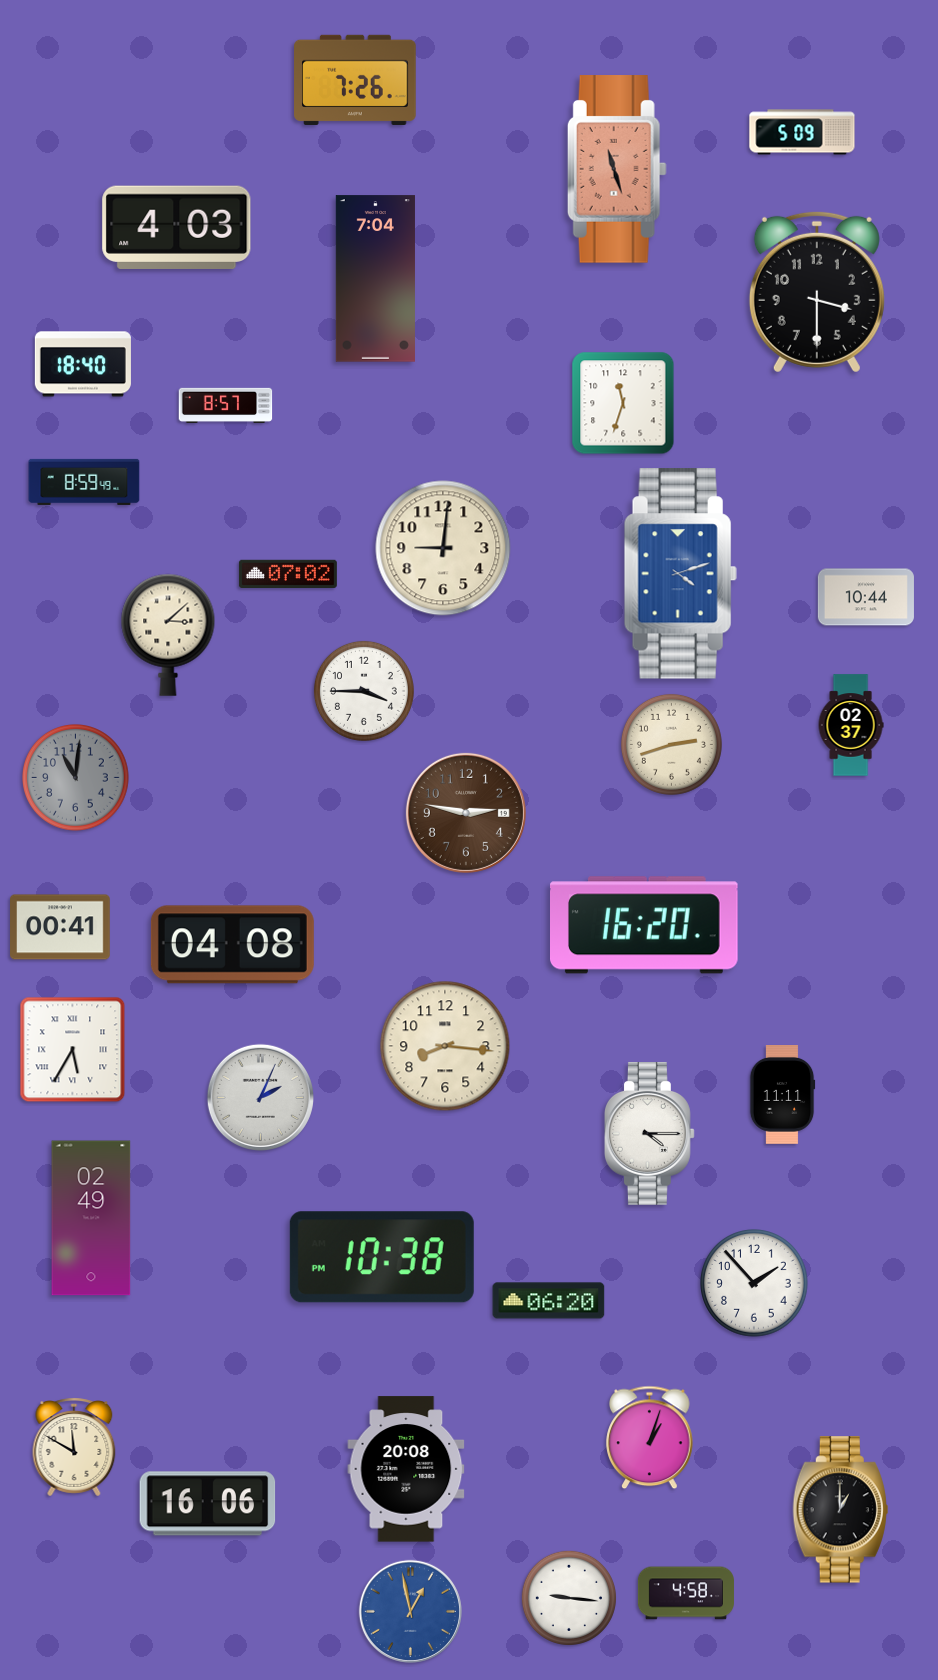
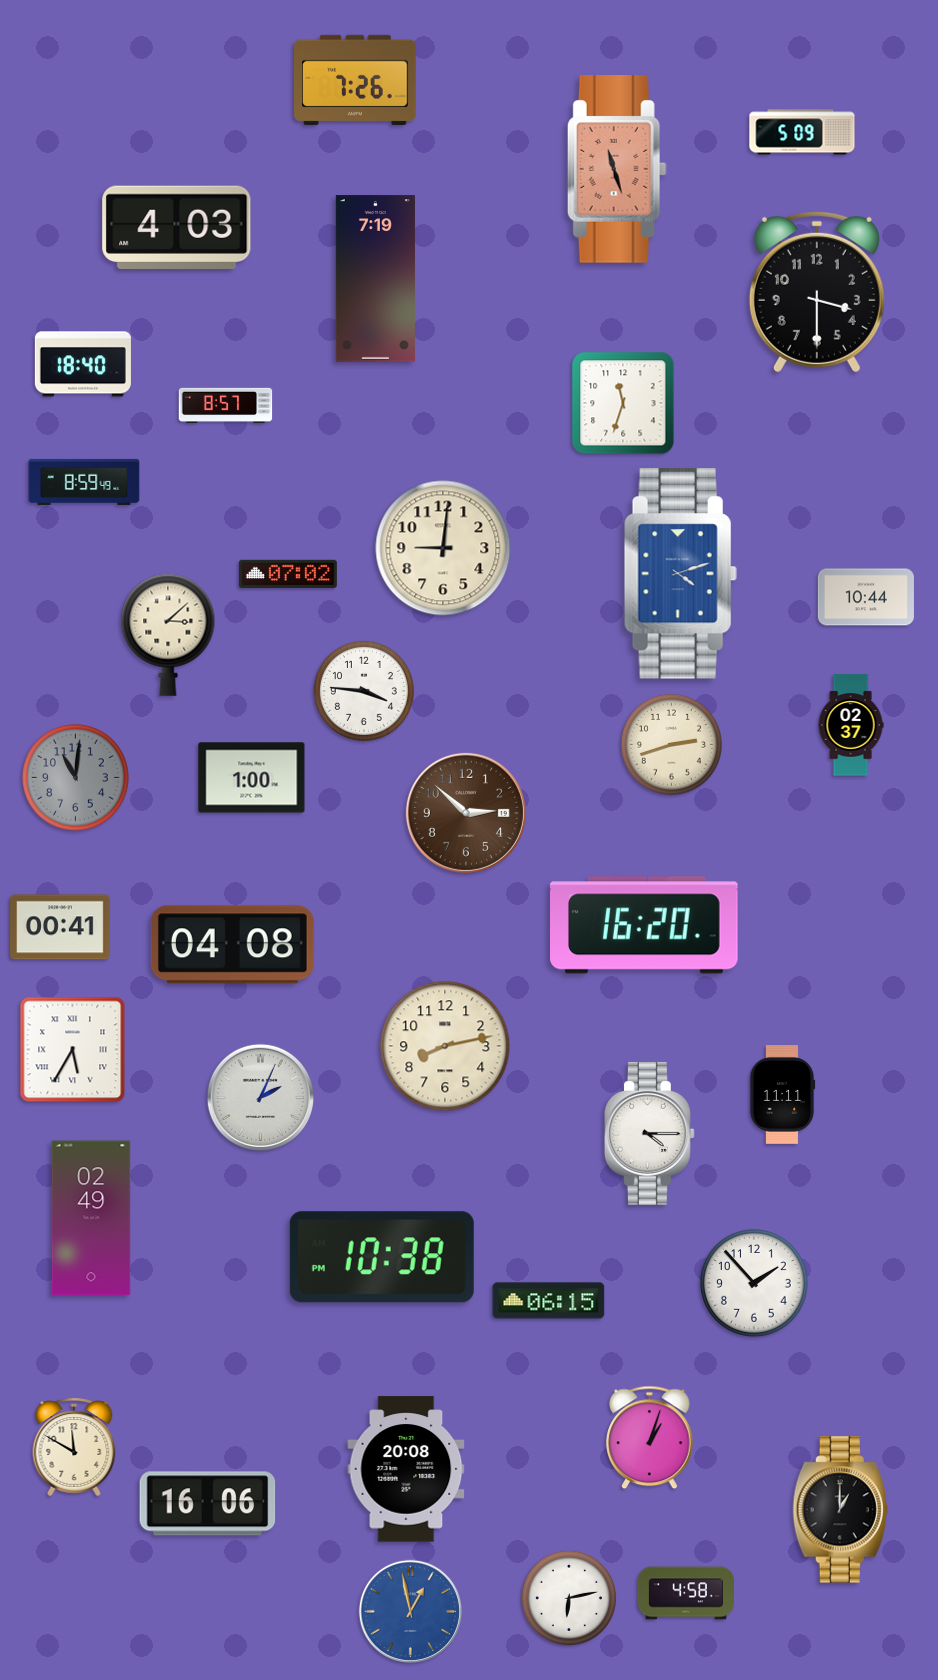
clock at (375, 279): 7:04 -> 7:19
clock at (364, 691): 3:45 -> 3:46
clock at (252, 778): none -> 1:00
clock at (466, 813): 2:47 -> 2:52
clock at (445, 1046): 8:16 -> 8:13
clock at (549, 1301): 06:20 -> 06:15
clock at (569, 1598): 9:16 -> 6:13
